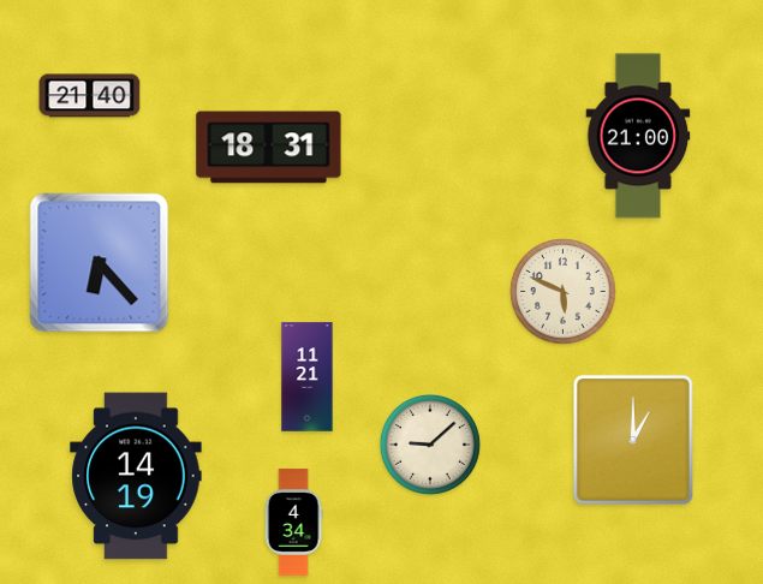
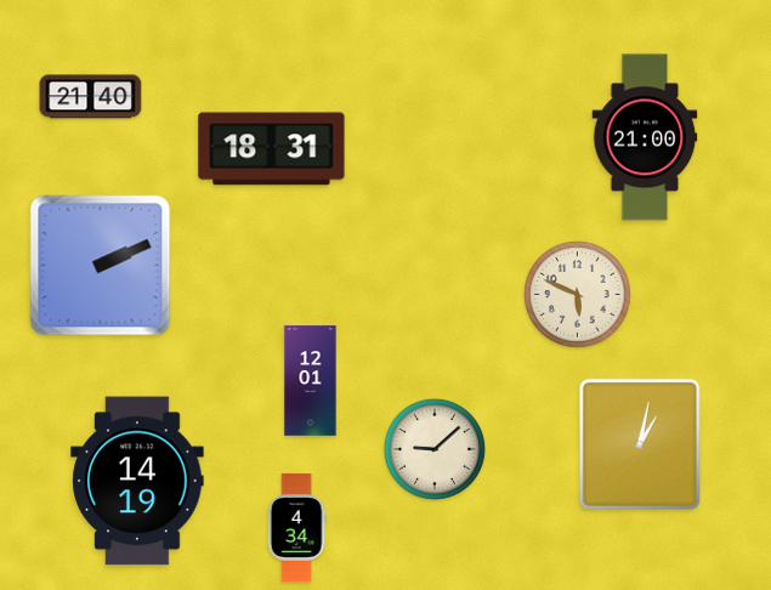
clock at (100, 263): 6:23 -> 2:11
clock at (564, 292) position: (564, 292) -> (578, 295)
clock at (308, 377): 11:21 -> 12:01
clock at (633, 440): 1:00 -> 1:02
